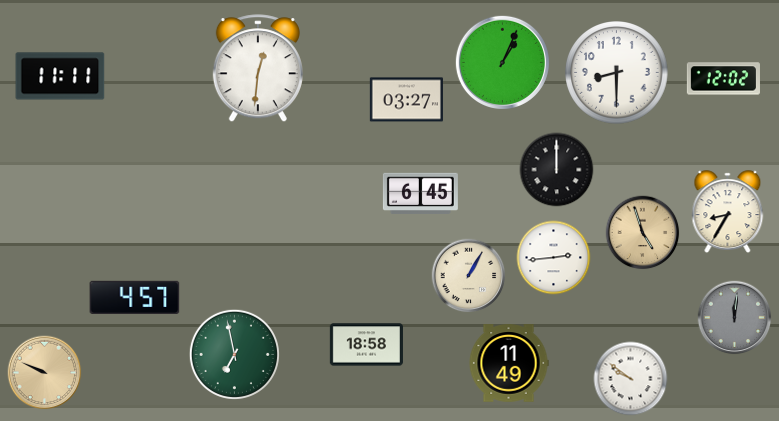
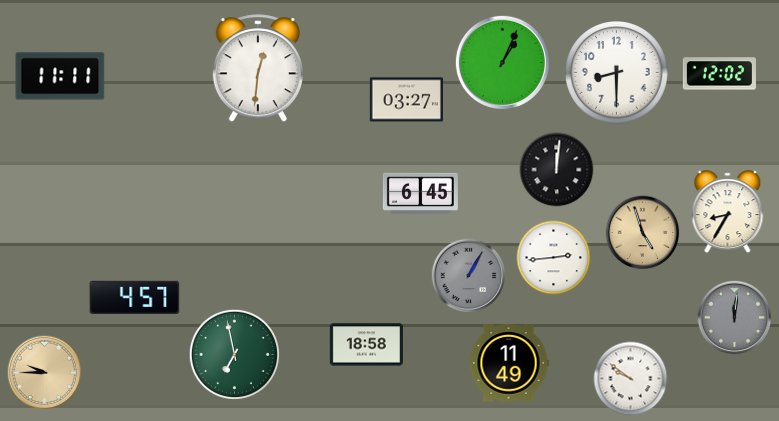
clock at (723, 79) position: (723, 79) -> (719, 74)
clock at (557, 170): 12:00 -> 12:01
clock at (469, 276) dial: cream -> grey
clock at (45, 373): 9:49 -> 9:45
